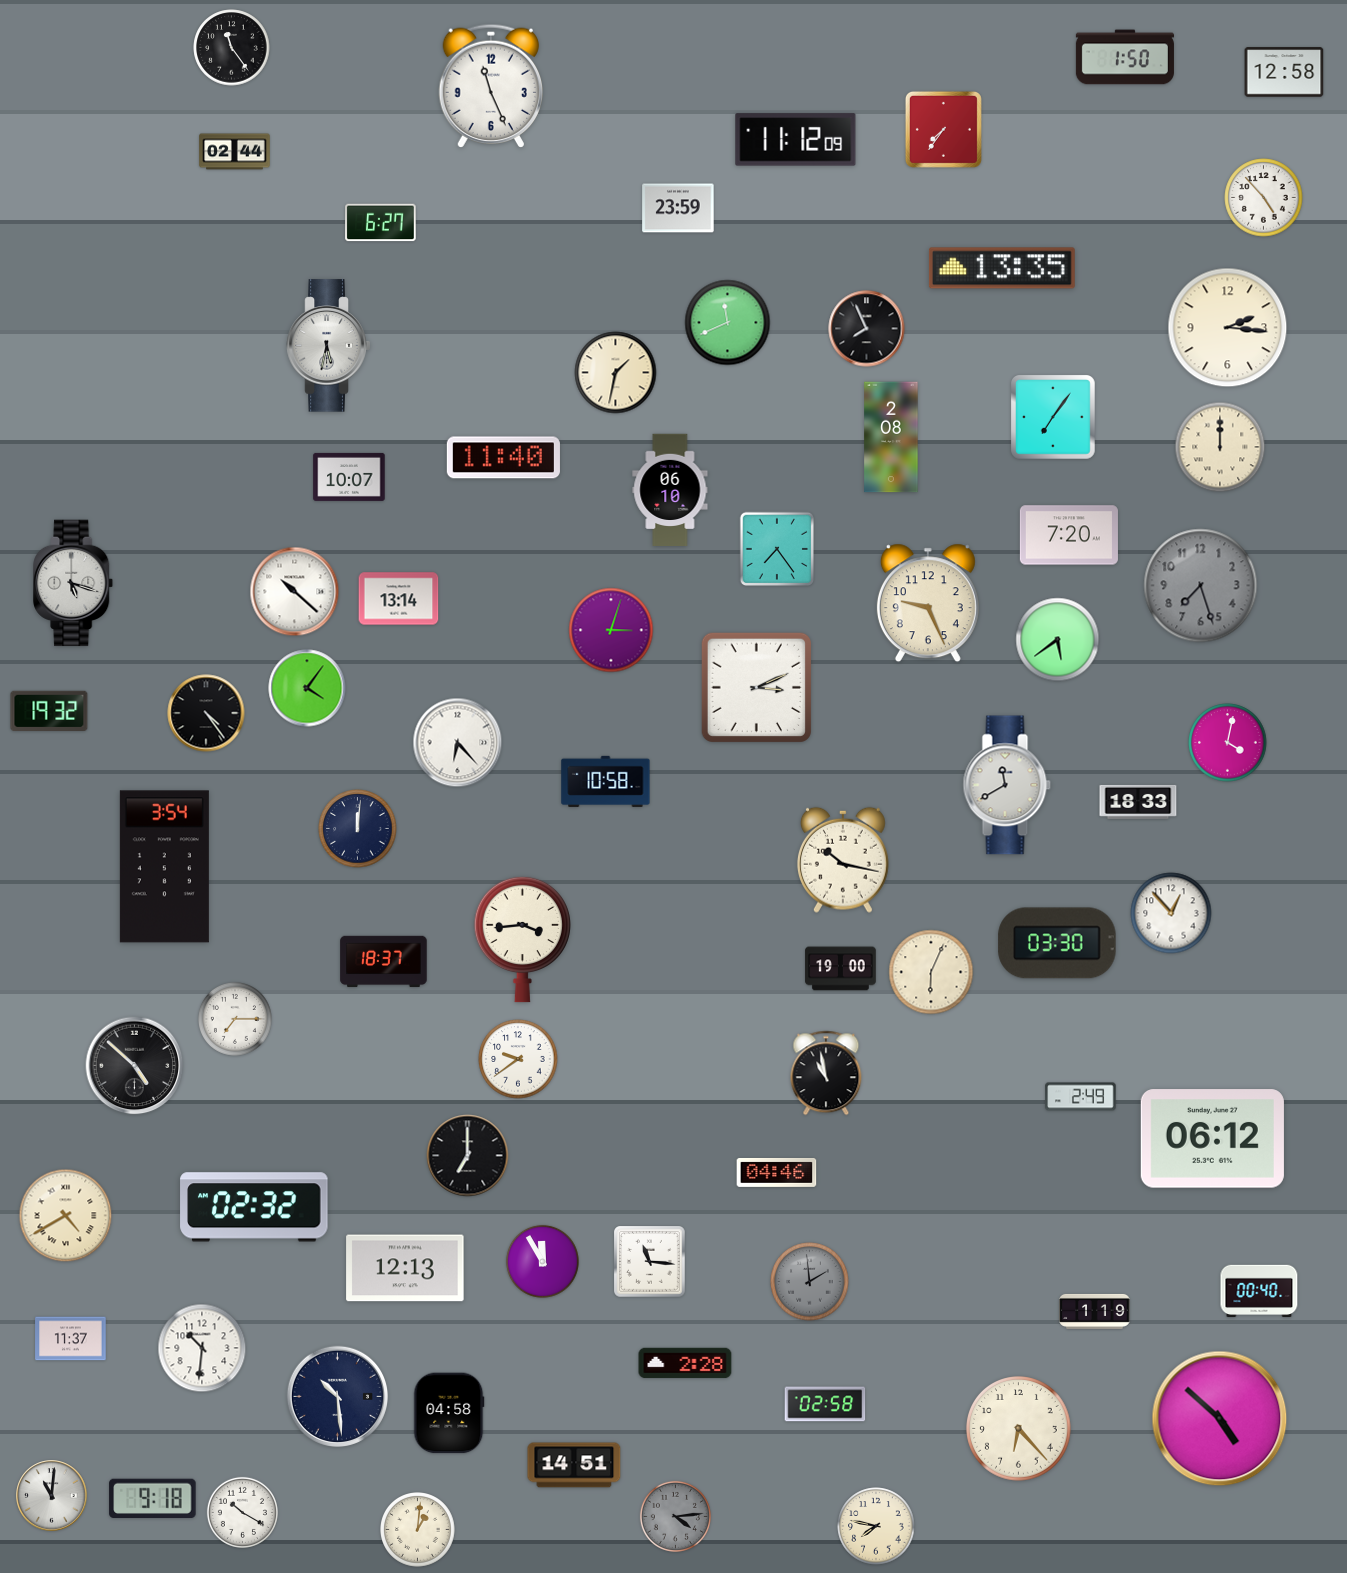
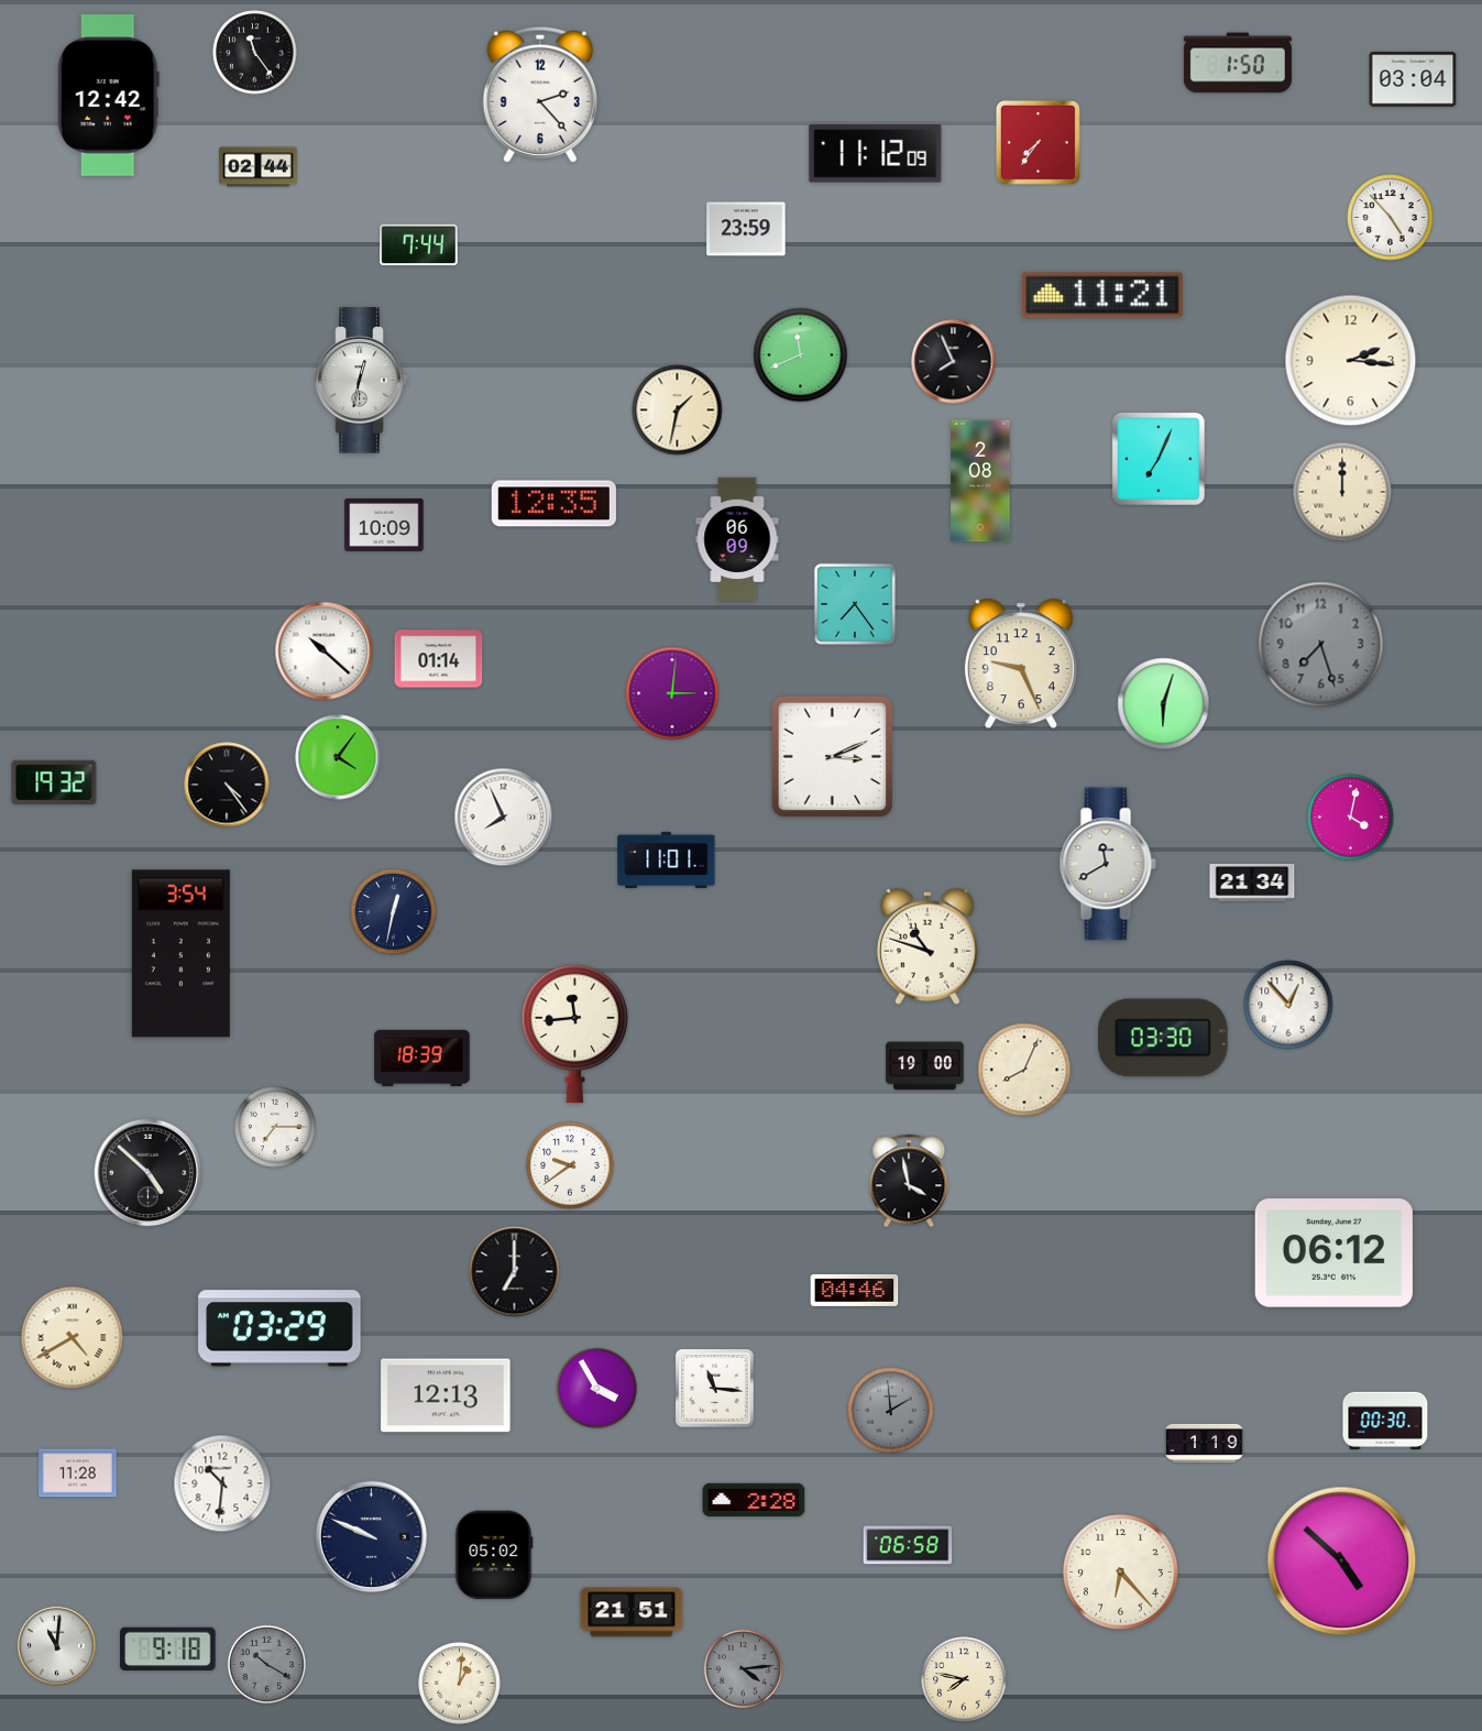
clock at (1284, 72): 12:58 -> 03:04
clock at (490, 86): 11:26 -> 2:23
clock at (108, 96): none -> 12:42
clock at (381, 223): 6:27 -> 7:44
clock at (1002, 268): 13:35 -> 11:21
clock at (329, 346): 5:32 -> 12:32
clock at (1054, 418): 7:06 -> 7:04
clock at (503, 458): 11:40 -> 12:35
clock at (349, 477): 10:07 -> 10:09
clock at (670, 490): 06:10 -> 06:09
clock at (1069, 535): 7:20 -> none
clock at (74, 583): 5:18 -> none
clock at (399, 599): 13:14 -> 01:14
clock at (611, 630): 3:03 -> 3:01
clock at (1058, 640): 5:39 -> 6:03
clock at (458, 743): 6:23 -> 7:56
clock at (606, 781): 10:58 -> 11:01
clock at (1138, 802): 18:33 -> 21:34
clock at (358, 829): 12:01 -> 12:32
clock at (843, 860): 10:17 -> 10:48
clock at (522, 939): 3:44 -> 11:44
clock at (384, 962): 18:37 -> 18:39
clock at (931, 972): 6:04 -> 8:04
clock at (235, 1019) position: (235, 1019) -> (275, 1127)
clock at (826, 1073): 10:58 -> 3:58
clock at (1081, 1097): 2:49 -> none
clock at (254, 1207): 02:32 -> 03:29
clock at (542, 1261): 11:55 -> 3:55
clock at (1259, 1291): 00:40 -> 00:30
clock at (71, 1339): 11:37 -> 11:28
clock at (338, 1397): 10:29 -> 9:49
clock at (825, 1404): 02:58 -> 06:58
clock at (449, 1413): 04:58 -> 05:02
clock at (574, 1465): 14:51 -> 21:51
clock at (242, 1512) dial: white -> grey
